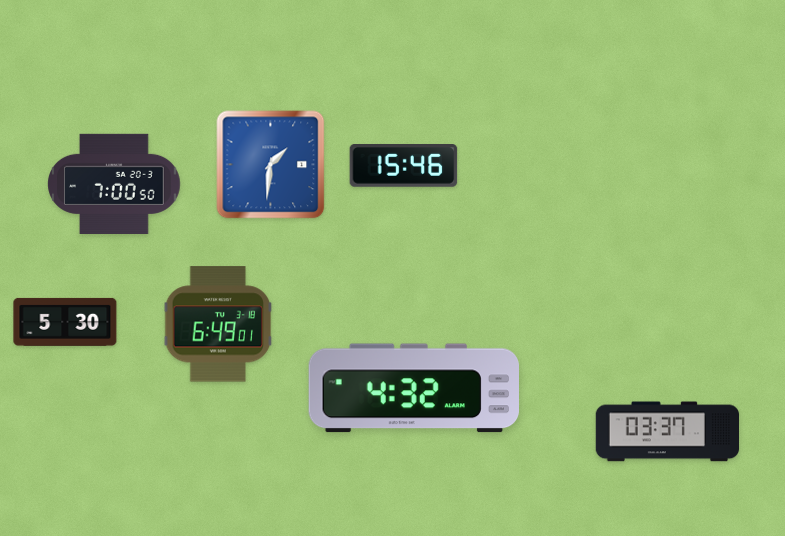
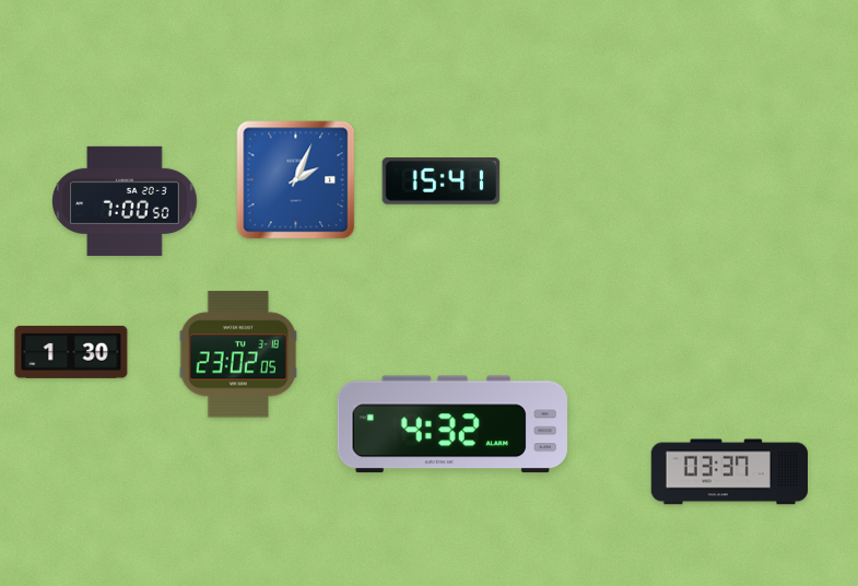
clock at (271, 165): 1:31 -> 2:04
clock at (404, 166): 15:46 -> 15:41
clock at (65, 322): 5:30 -> 1:30
clock at (218, 324): 6:49 -> 23:02
